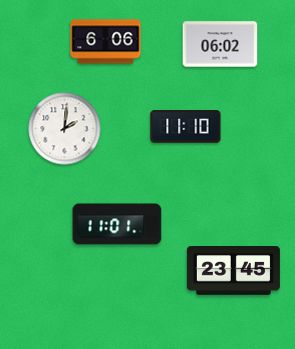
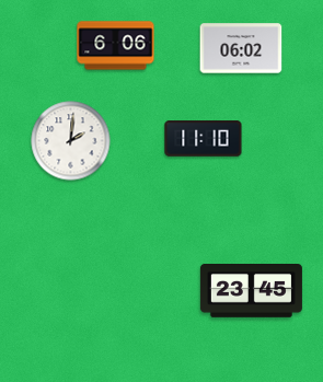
clock at (117, 224): 11:01 -> none
clock at (233, 271) position: (233, 271) -> (251, 291)
